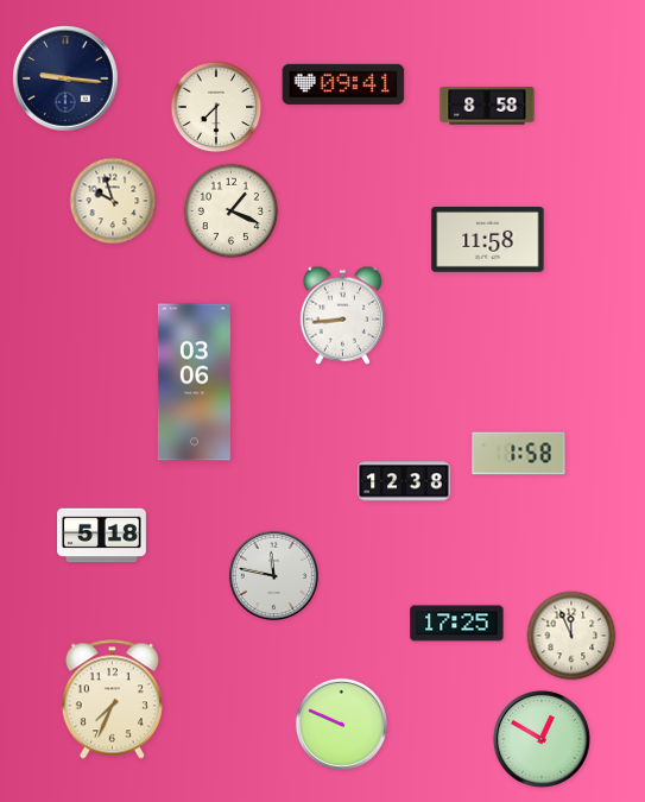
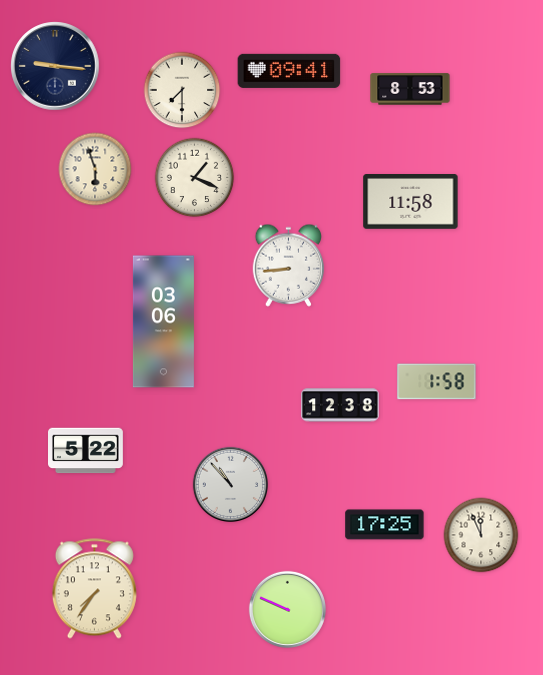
clock at (487, 106): 8:58 -> 8:53
clock at (113, 201): 9:57 -> 5:57
clock at (102, 536): 5:18 -> 5:22
clock at (273, 575): 11:47 -> 10:53
clock at (112, 700): 7:34 -> 7:36
clock at (542, 739): 12:50 -> none
